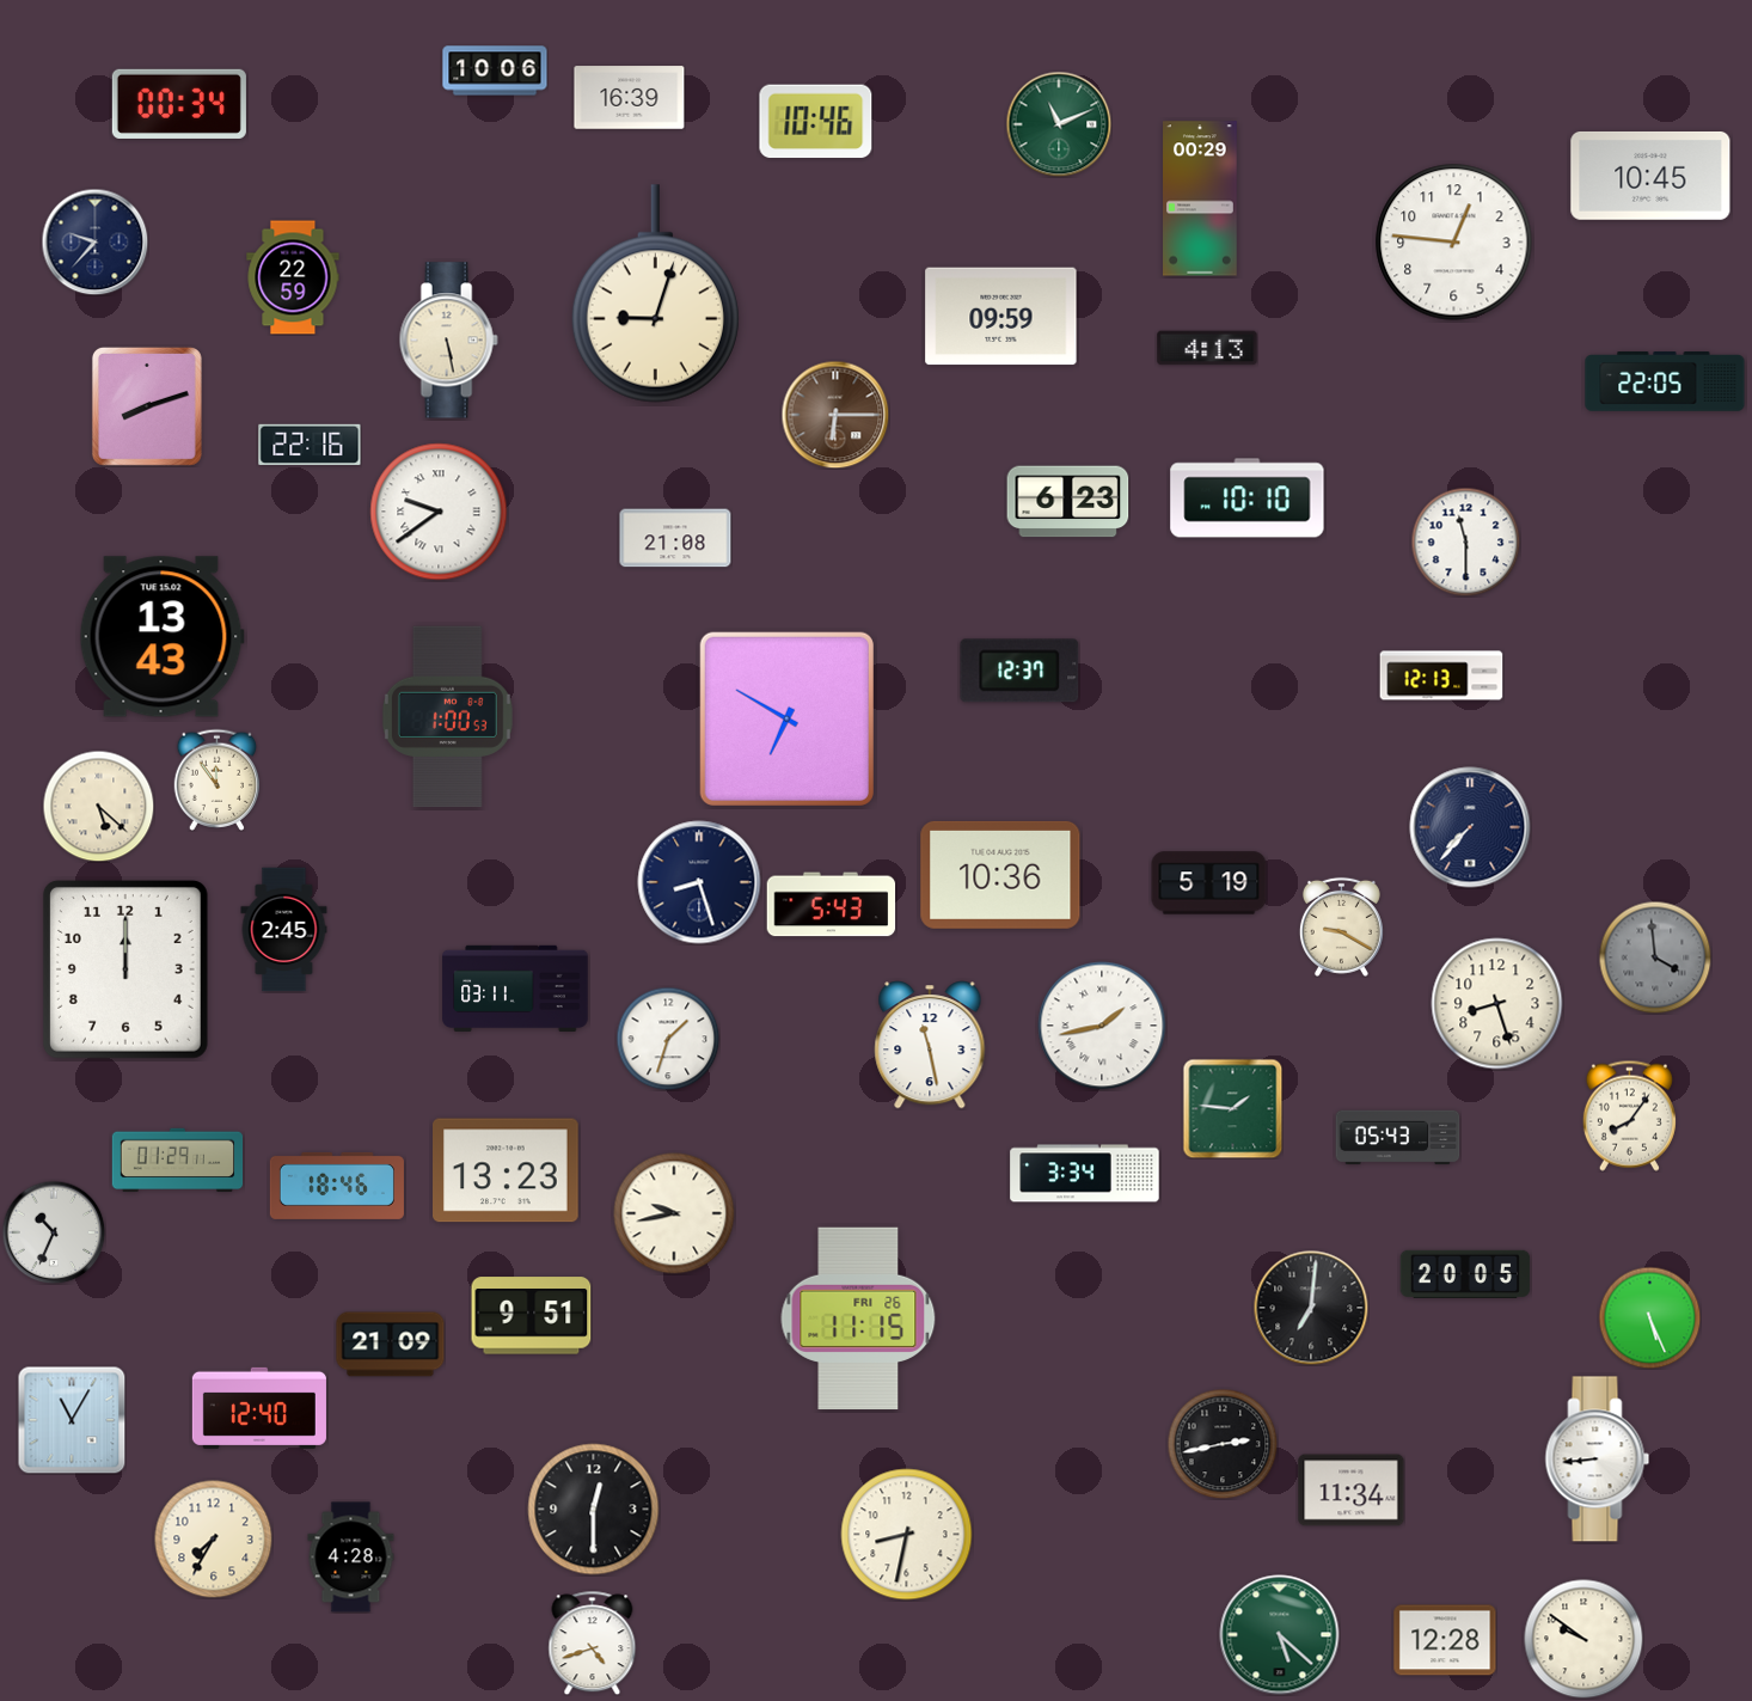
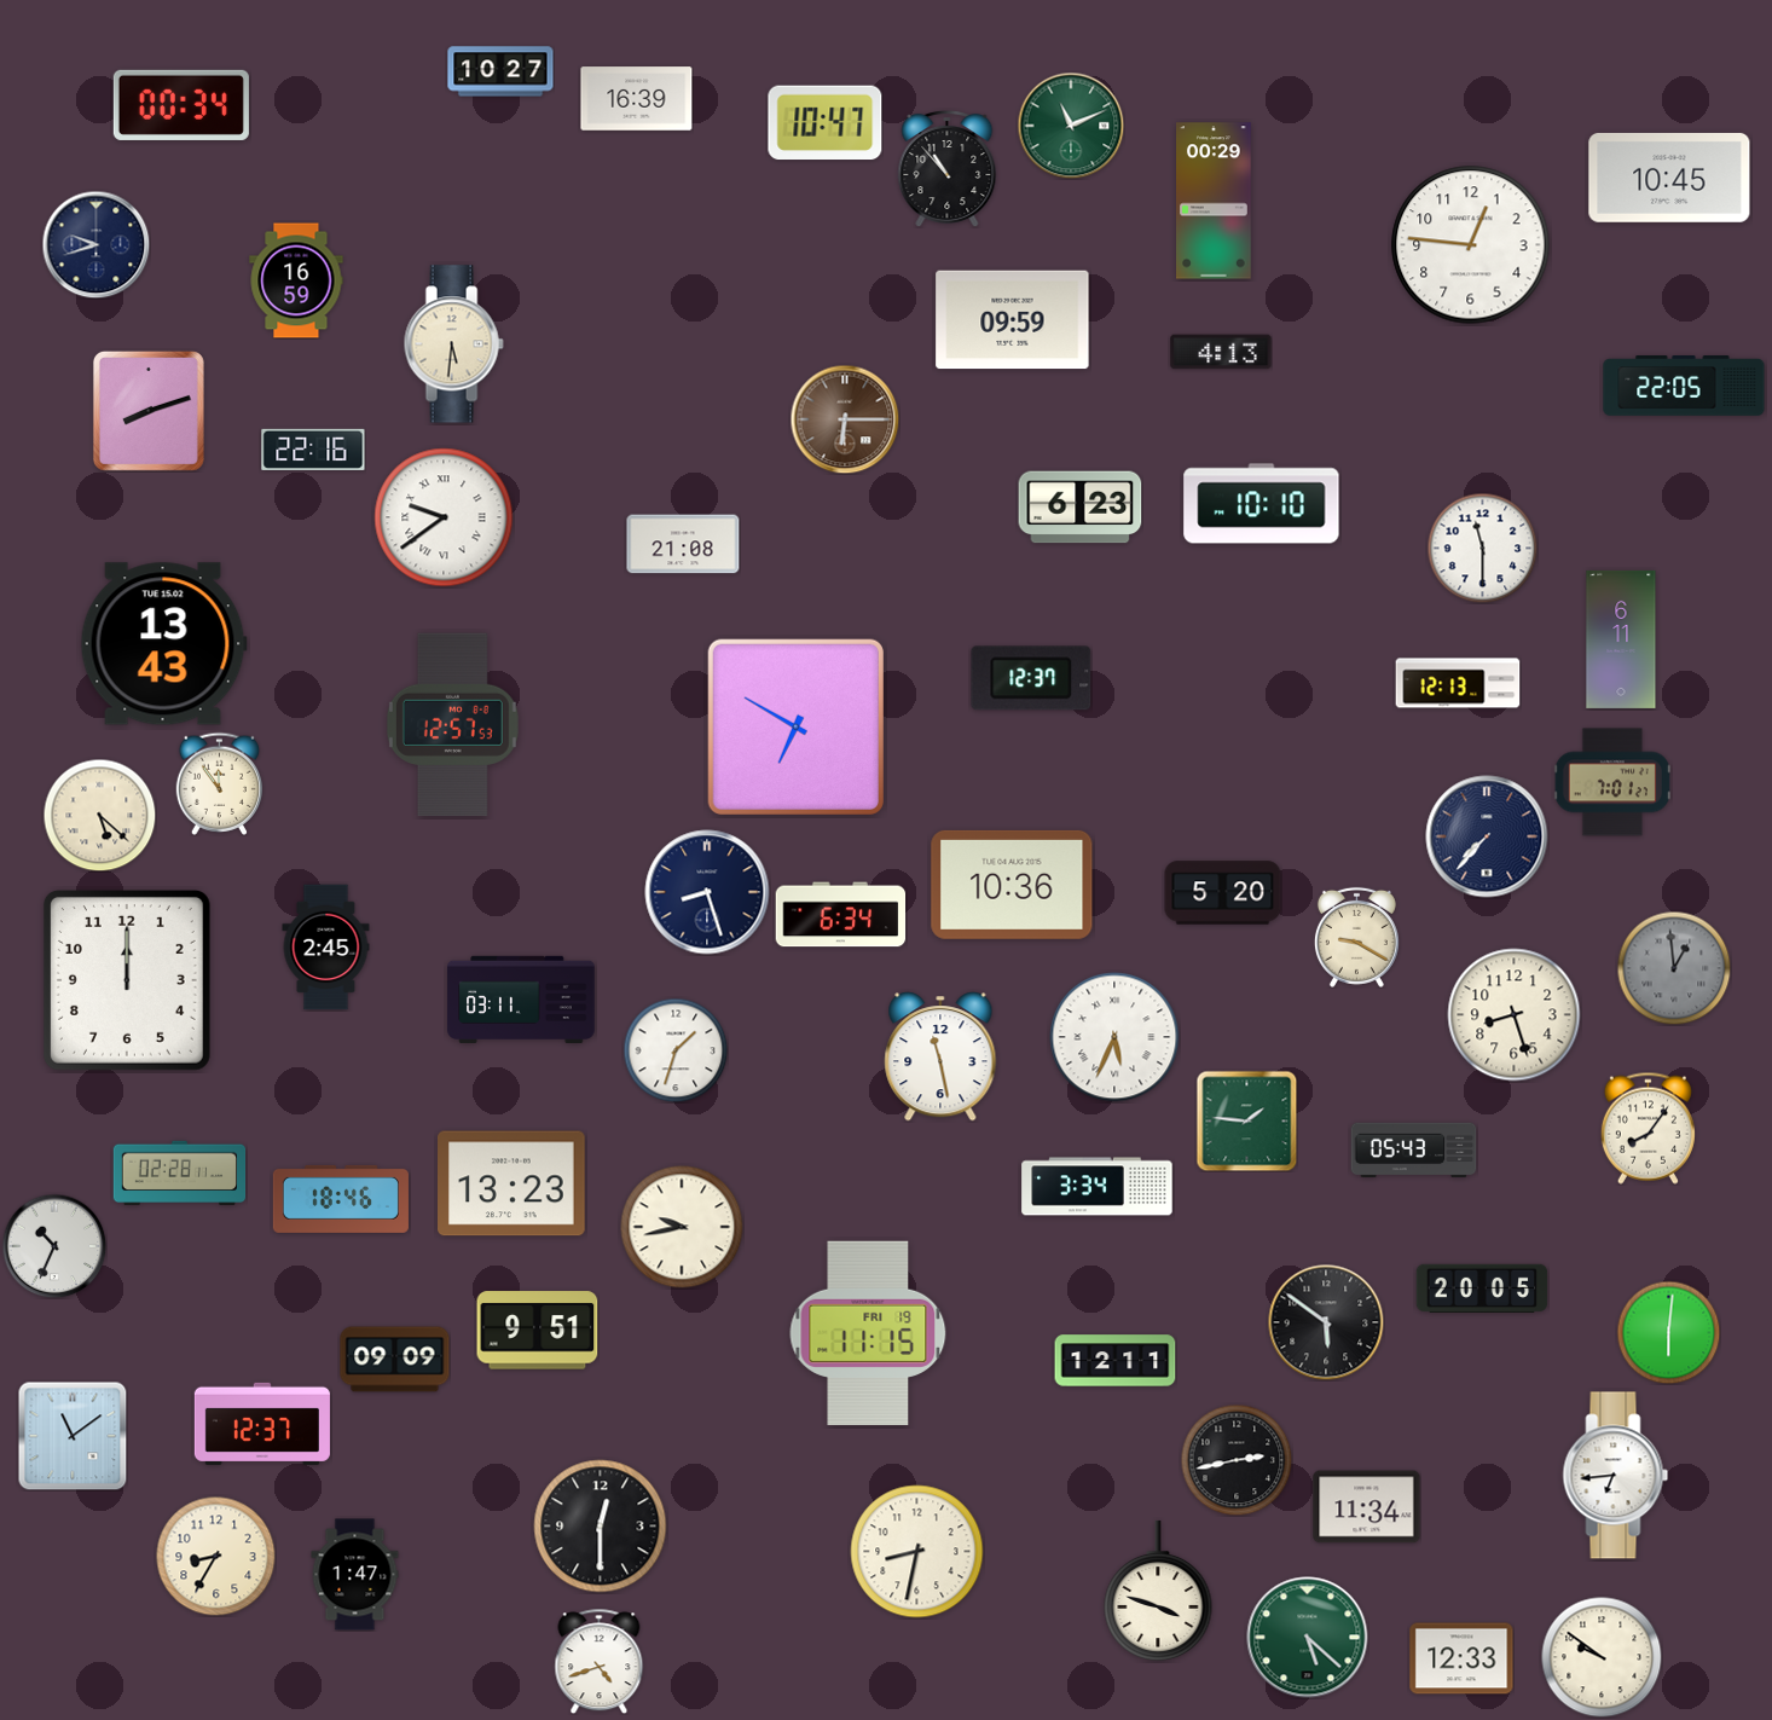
clock at (495, 71): 10:06 -> 10:27
clock at (816, 122): 10:46 -> 10:47
clock at (948, 169): none -> 10:53
clock at (94, 241): 9:37 -> 9:42
clock at (293, 277): 22:59 -> 16:59
clock at (655, 294): 9:03 -> none
clock at (448, 341): 5:28 -> 5:31
clock at (1621, 639): none -> 6:11
clock at (447, 717): 1:00 -> 12:57
clock at (1612, 782): none -> 7:01
clock at (218, 779) position: (218, 779) -> (220, 783)
clock at (1209, 883): 5:19 -> 5:20
clock at (832, 905): 5:43 -> 6:34
clock at (284, 930) position: (284, 930) -> (326, 948)
clock at (1655, 957): 3:59 -> 12:59
clock at (1102, 1026): 1:43 -> 5:34
clock at (178, 1161): 01:29 -> 02:28
clock at (1311, 1308): 7:01 -> 5:51
clock at (1649, 1317): 5:26 -> 6:01
clock at (858, 1318) date: FRI 26 -> FRI 19
clock at (391, 1345): 21:09 -> 09:09
clock at (1116, 1361): none -> 12:11
clock at (259, 1408): 12:40 -> 12:37
clock at (72, 1420): 11:05 -> 11:09
clock at (1598, 1460): 8:44 -> 6:44
clock at (214, 1540): 7:35 -> 8:35
clock at (351, 1558): 4:28 -> 1:47
clock at (1158, 1591): none -> 3:48
clock at (1280, 1635) position: (1280, 1635) -> (1308, 1638)
clock at (1445, 1640): 12:28 -> 12:33
